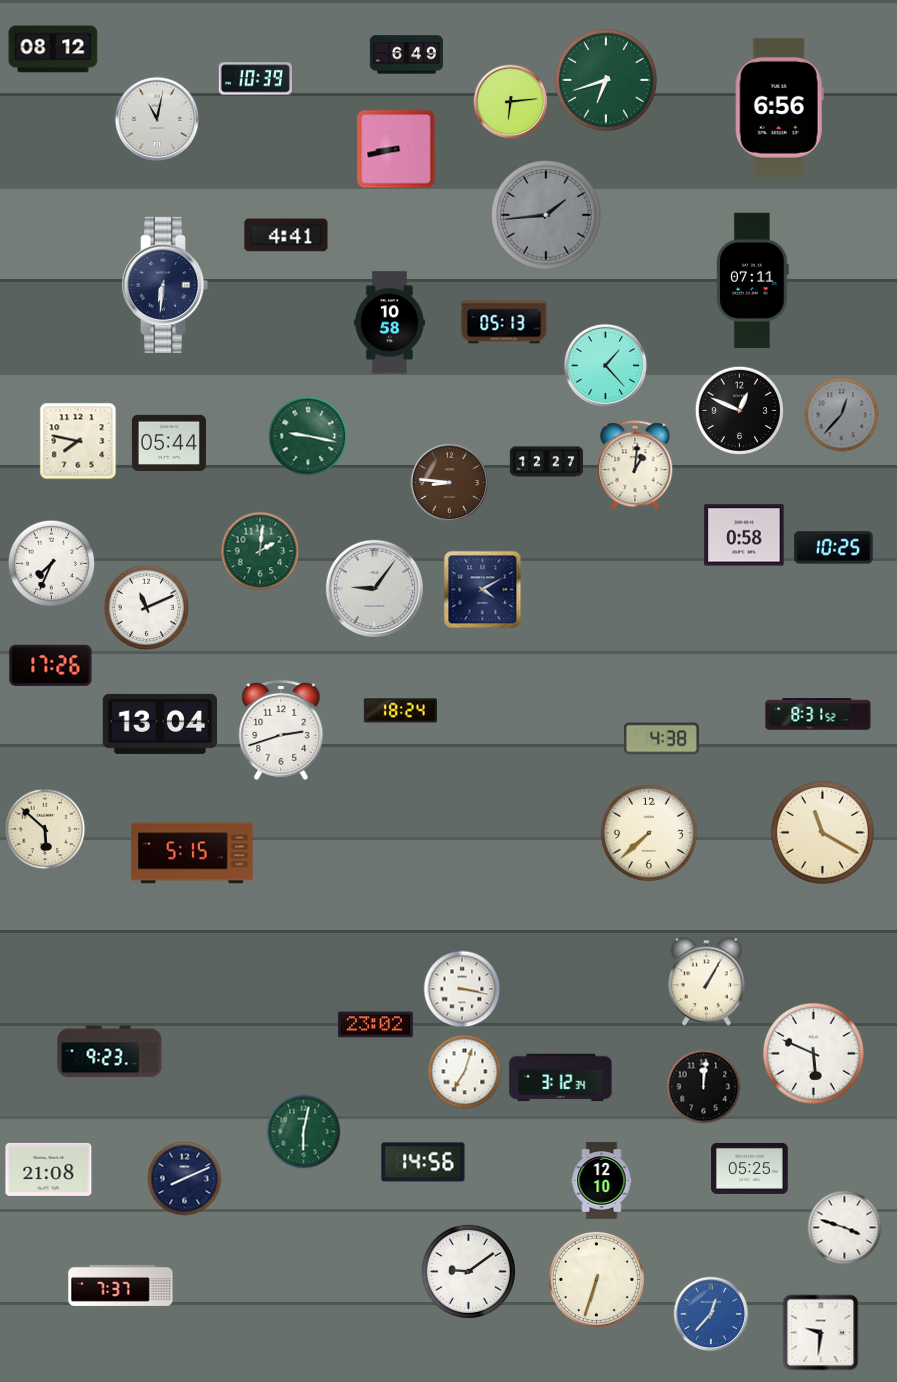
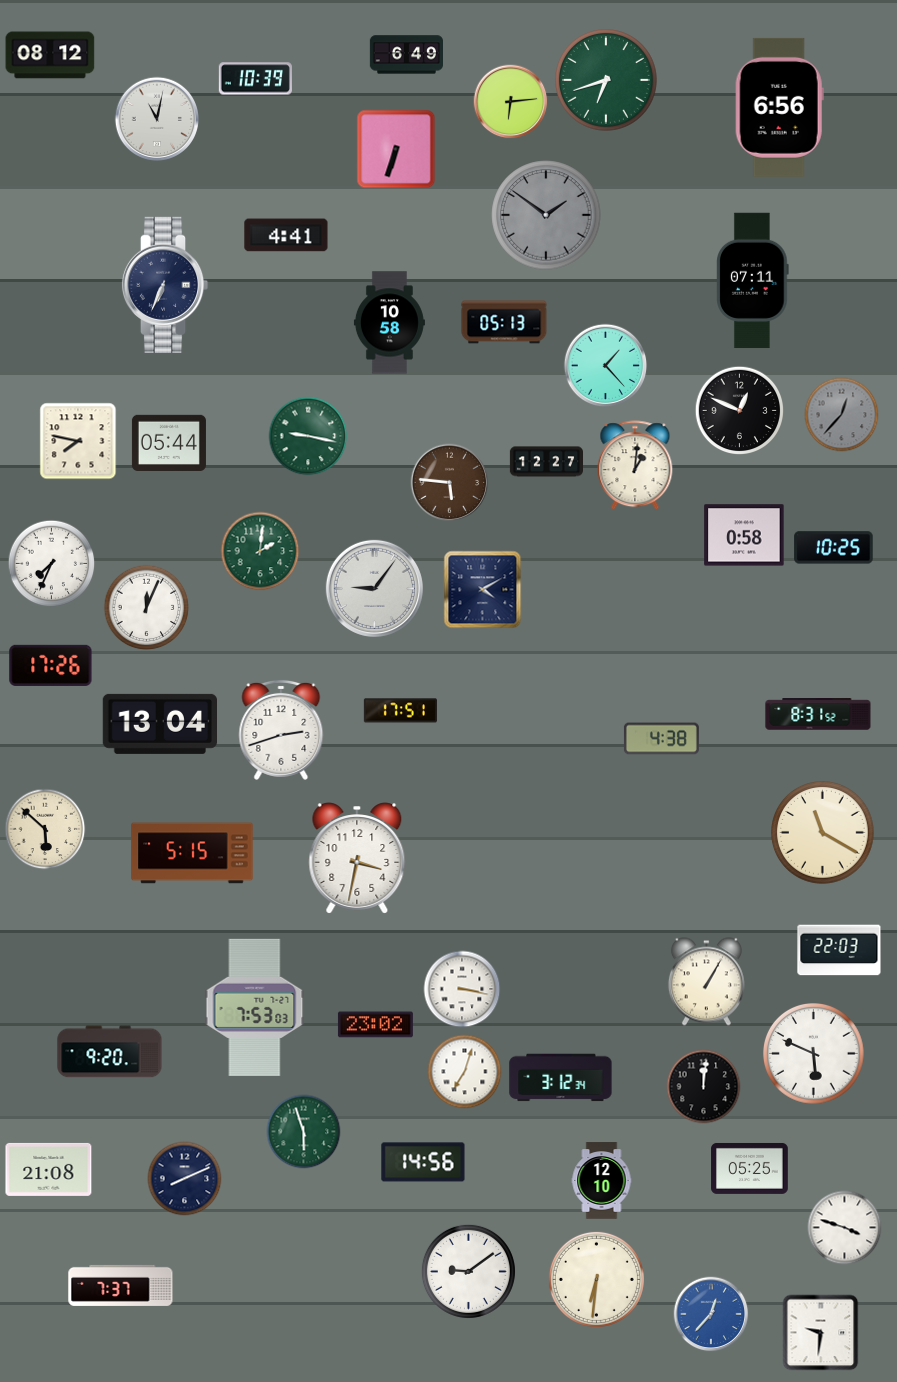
clock at (53, 49) position: (53, 49) -> (50, 55)
clock at (396, 149): 8:43 -> 6:33
clock at (546, 215): 1:44 -> 1:51
clock at (165, 285): 6:31 -> 6:34
clock at (450, 483): 8:46 -> 5:46
clock at (147, 608): 11:11 -> 12:04
clock at (400, 711): 18:24 -> 17:51
clock at (649, 833): 7:38 -> none
clock at (357, 858): none -> 3:32
clock at (839, 950): none -> 22:03
clock at (255, 1007): none -> 7:53
clock at (110, 1052): 9:23 -> 9:20
clock at (304, 1132): 6:02 -> 5:57
clock at (596, 1279): 6:33 -> 6:31
